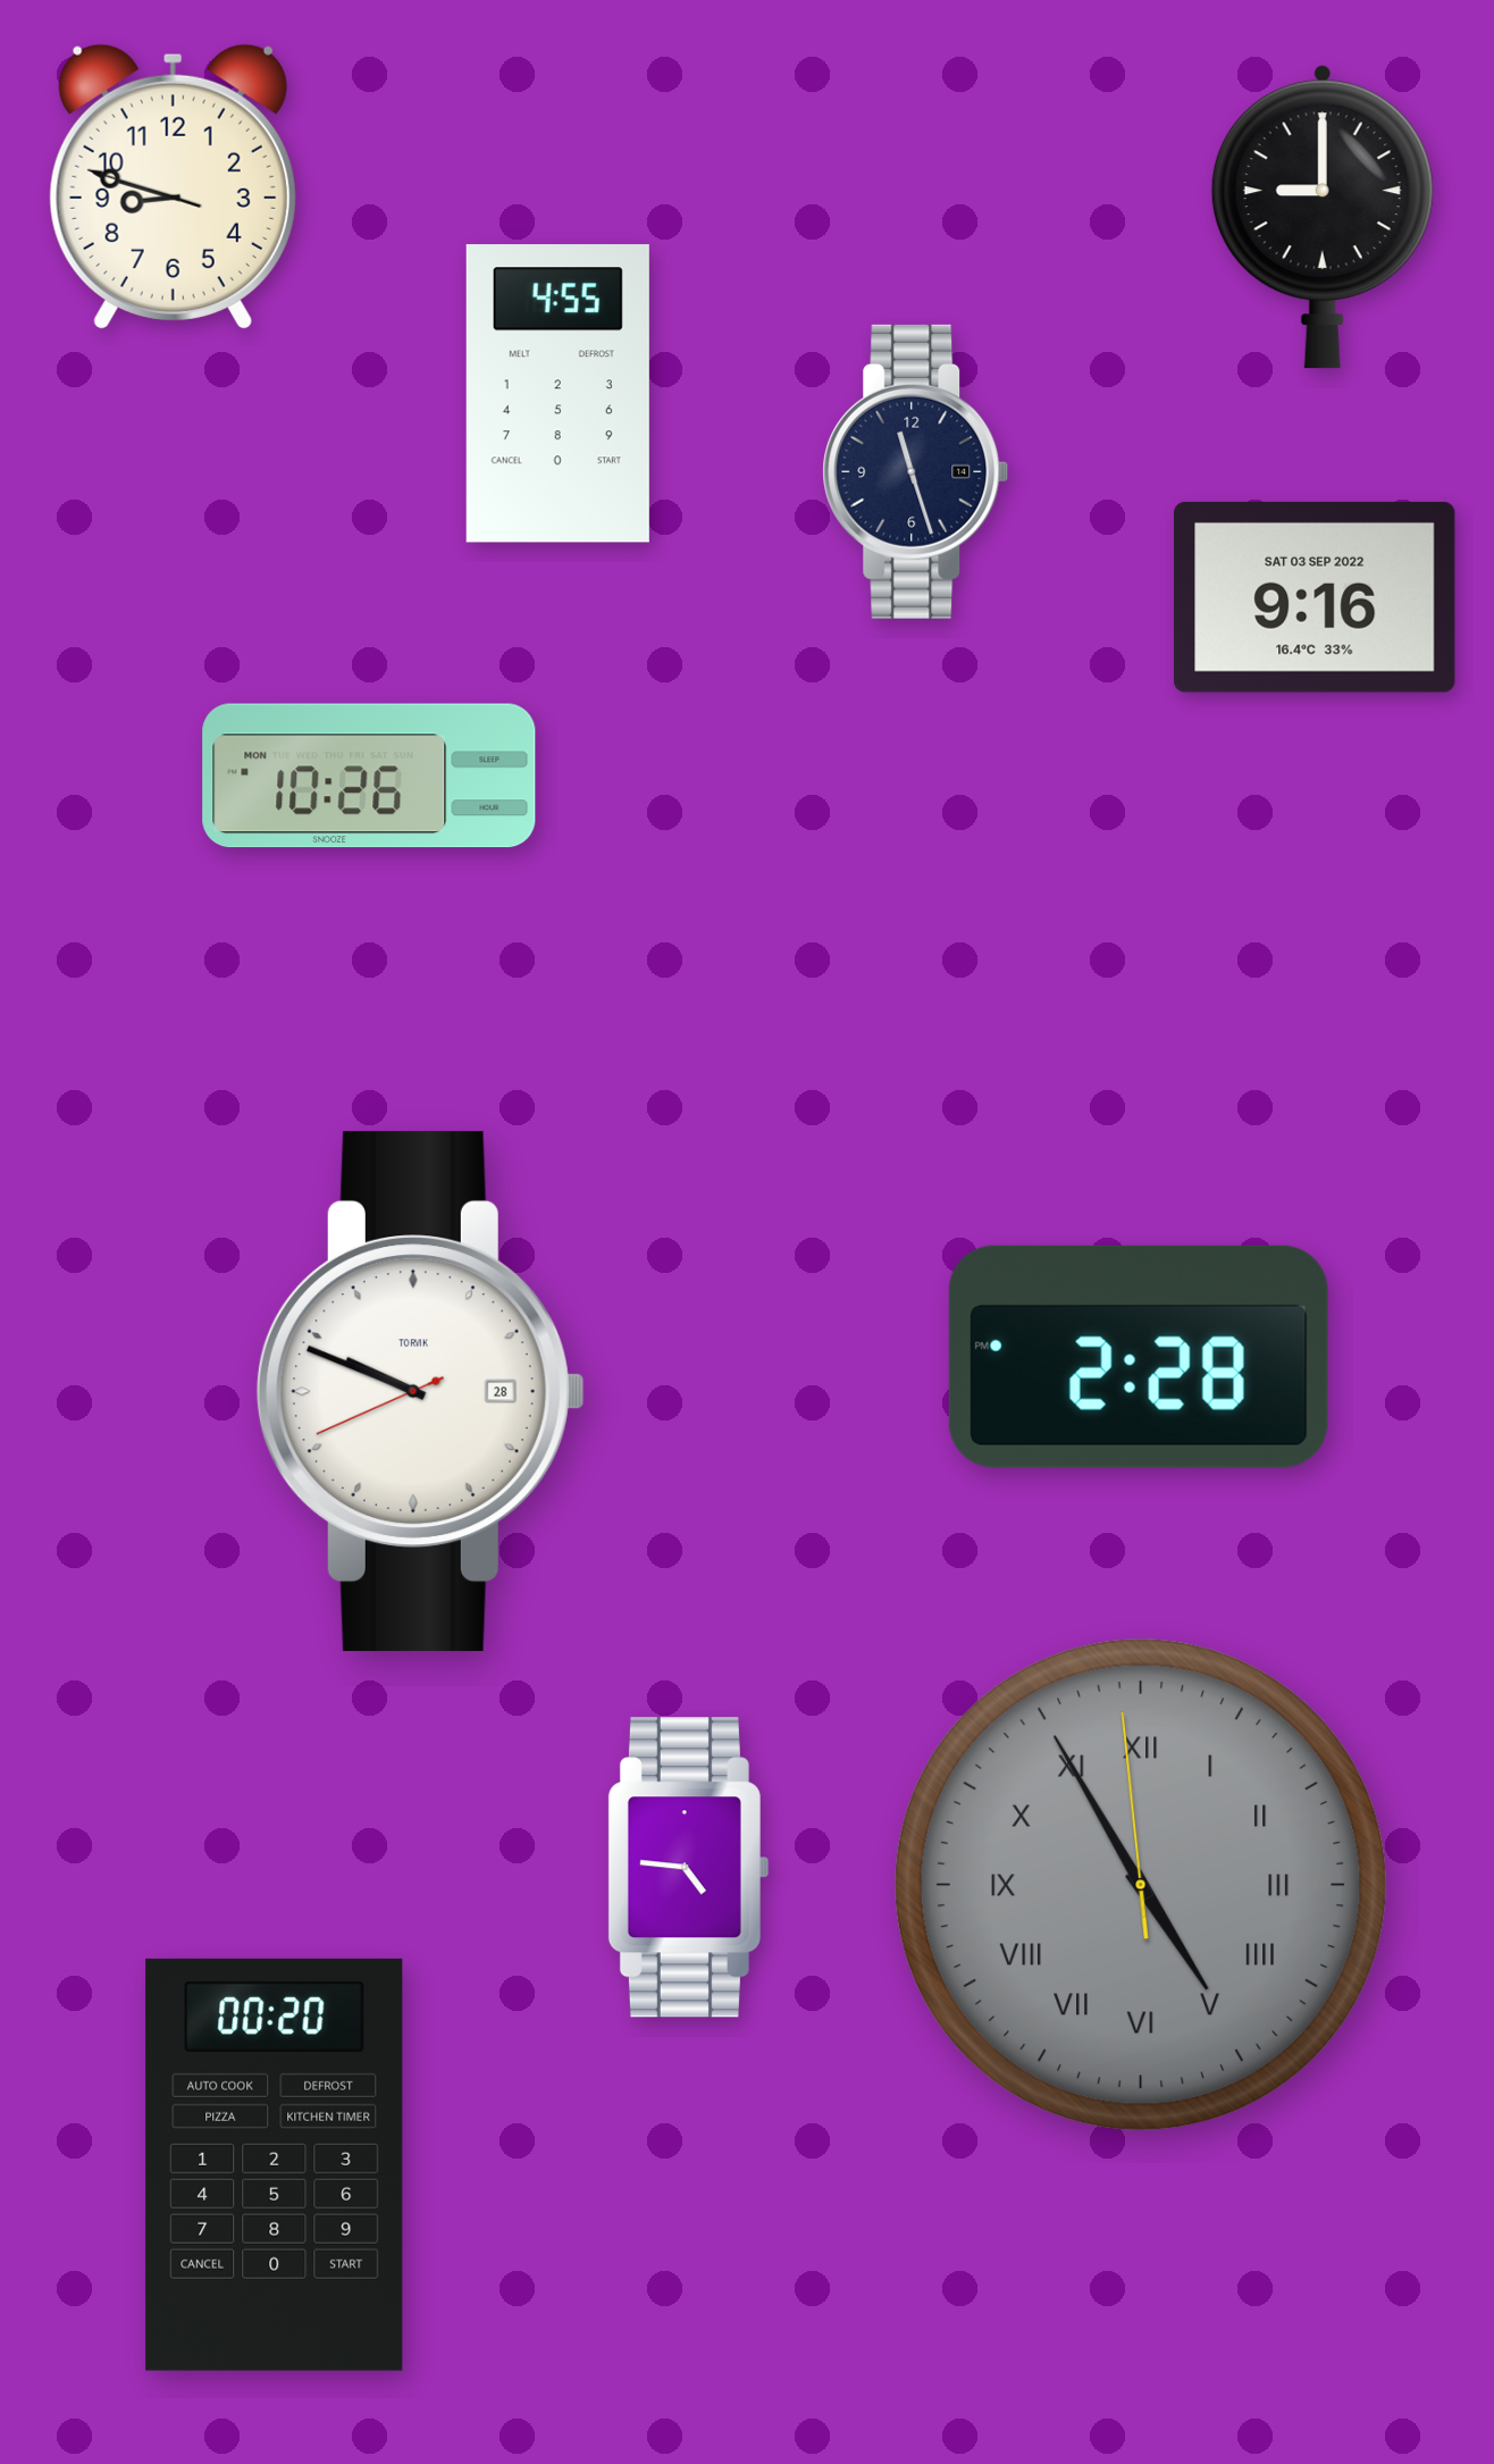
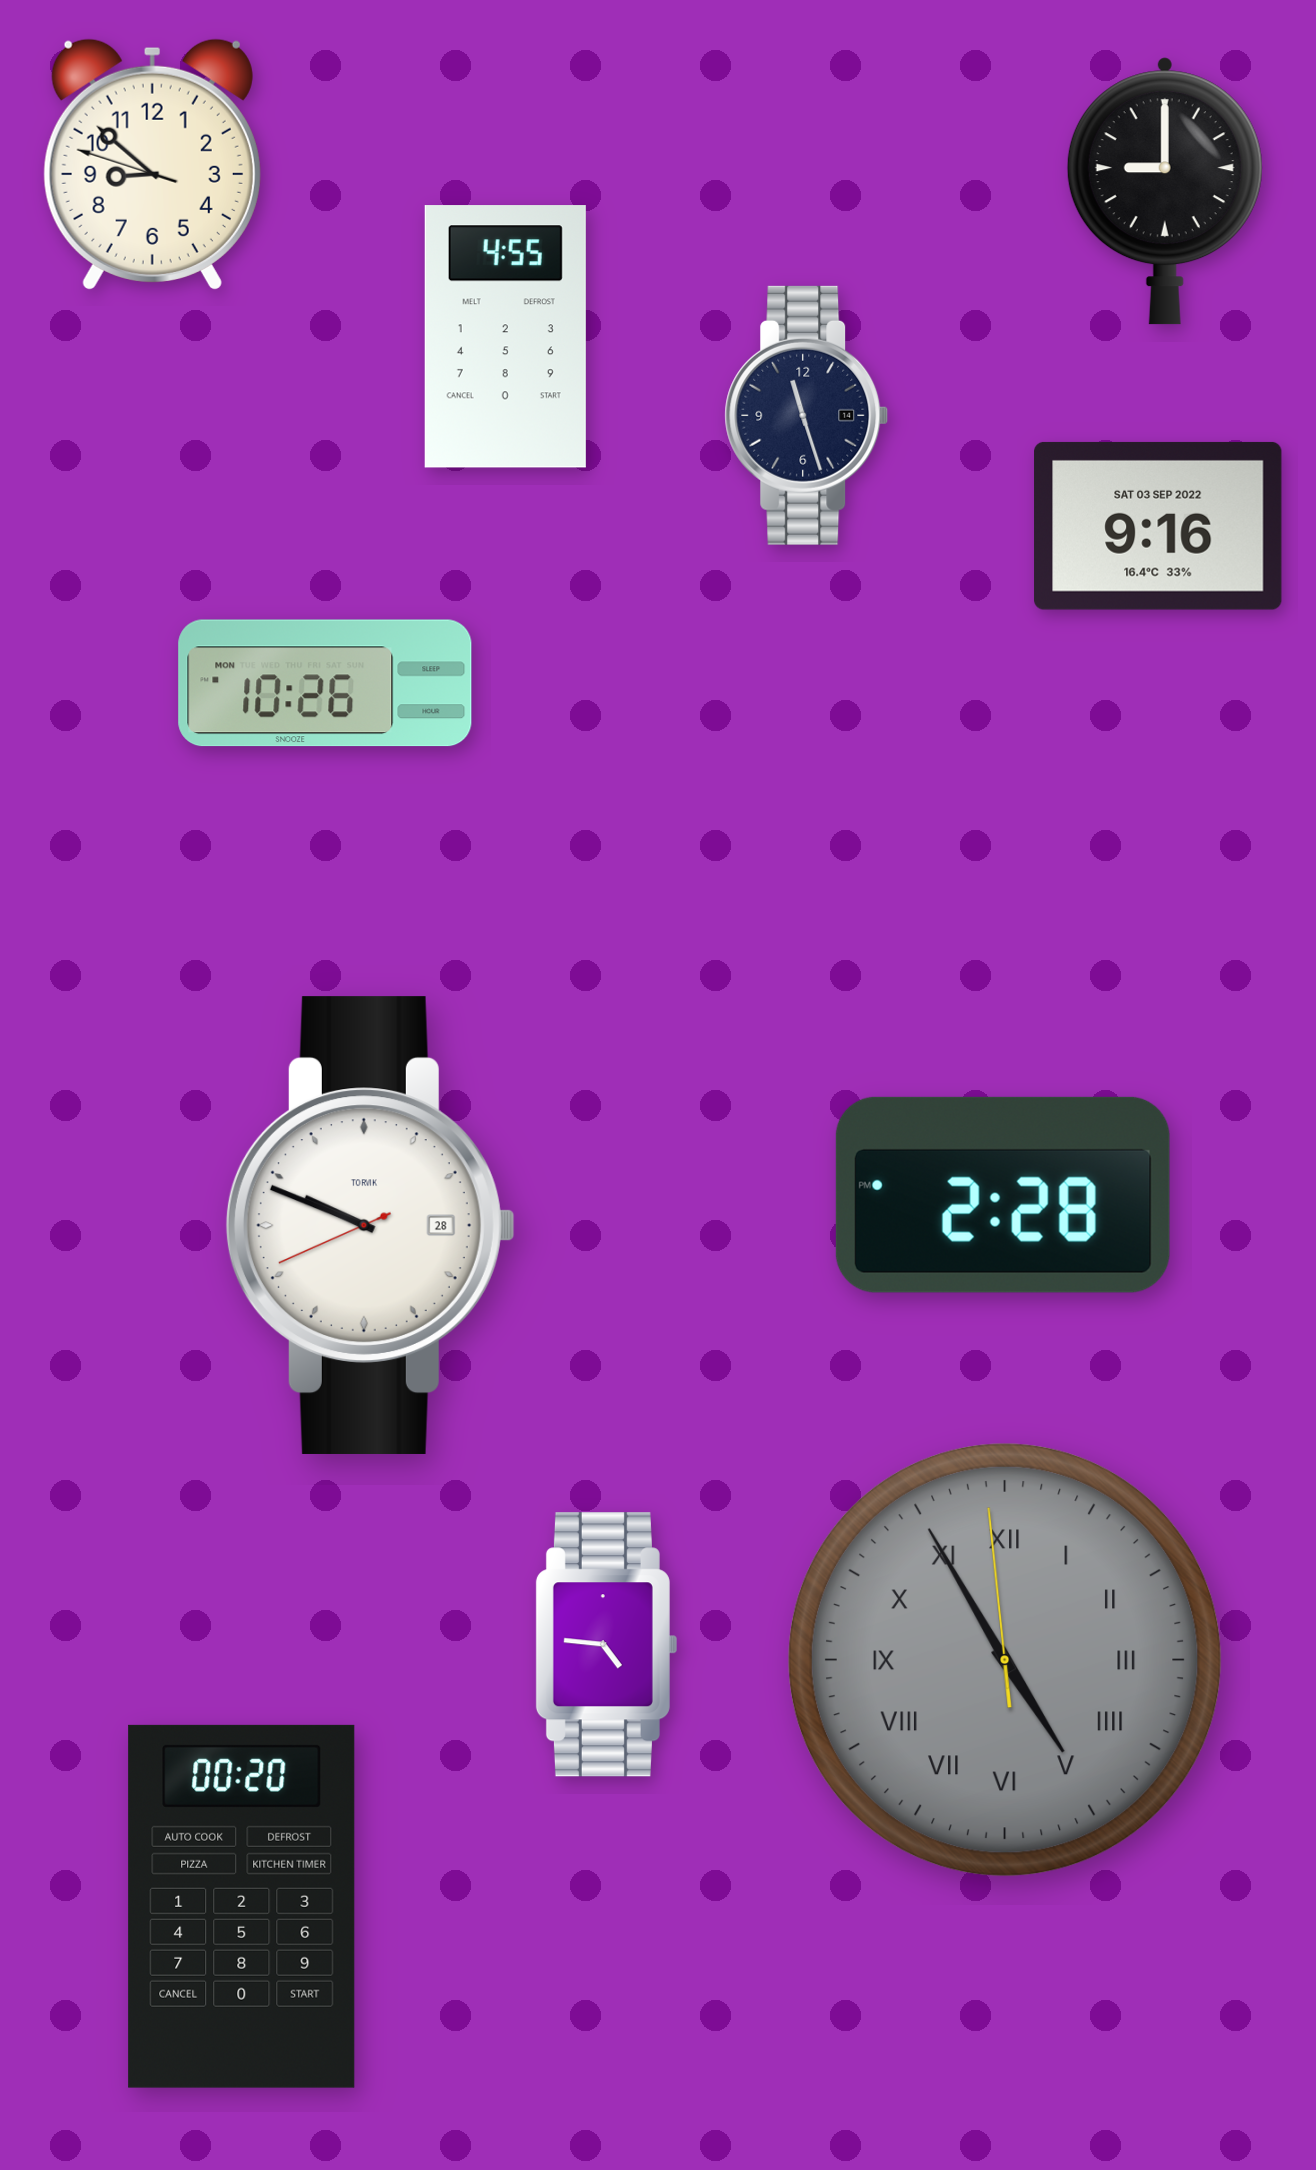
clock at (173, 186): 8:47 -> 8:51
clock at (557, 394) position: (557, 394) -> (505, 337)
